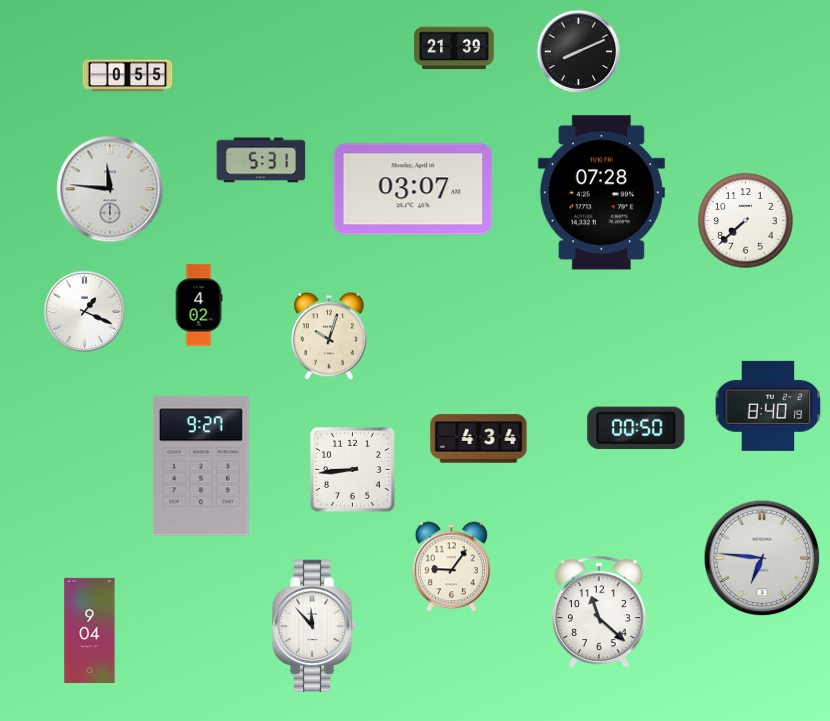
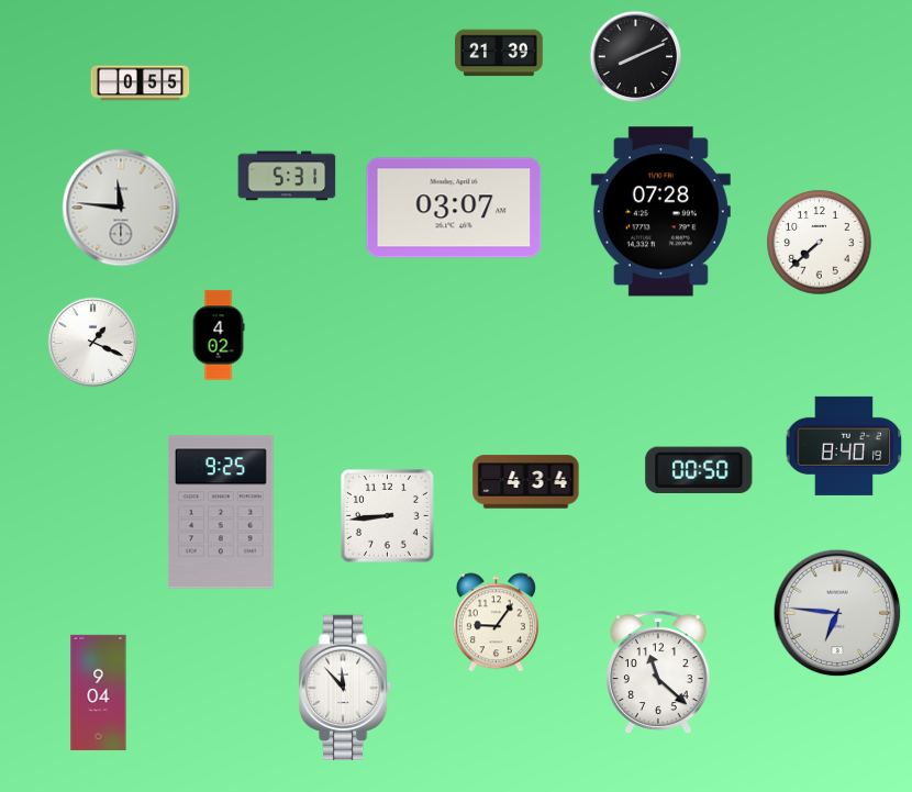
clock at (329, 336): 10:03 -> none
clock at (201, 466): 9:27 -> 9:25
